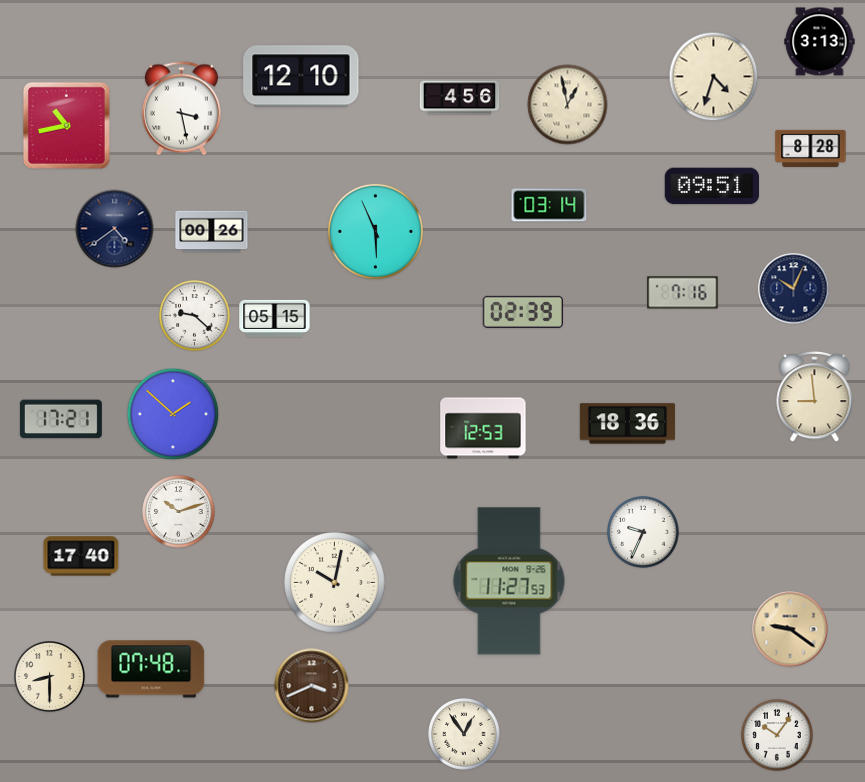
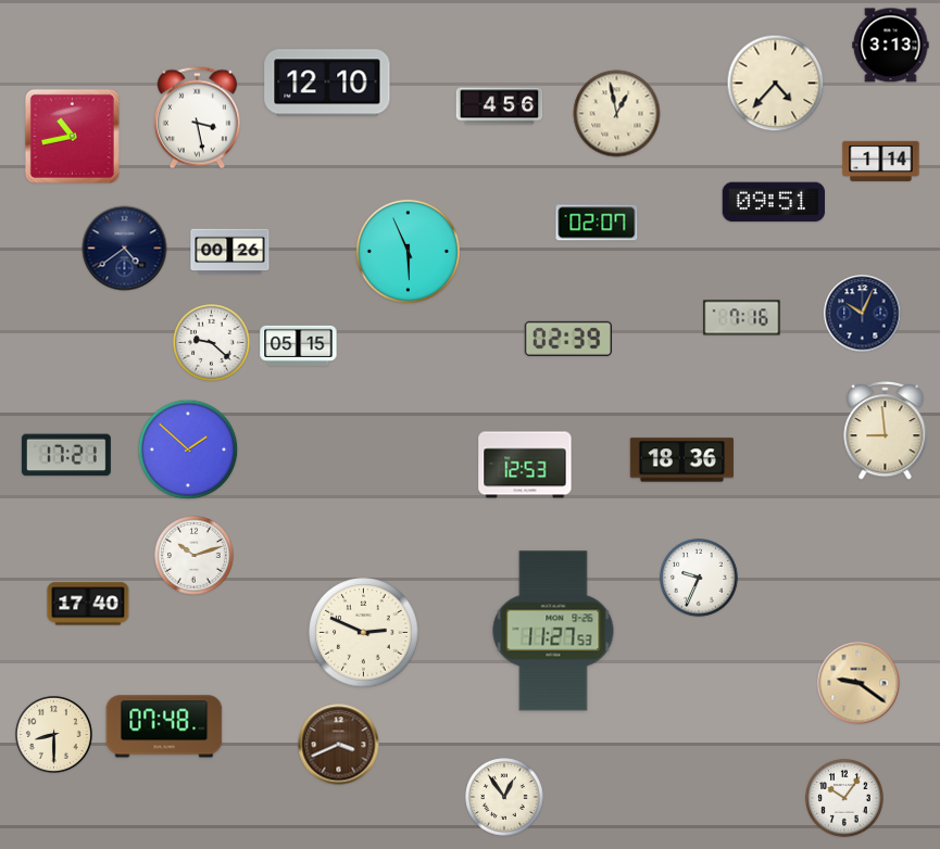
clock at (714, 77): 4:33 -> 4:37
clock at (811, 148): 8:28 -> 1:14
clock at (549, 205): 03:14 -> 02:07
clock at (335, 583): 10:02 -> 2:49
